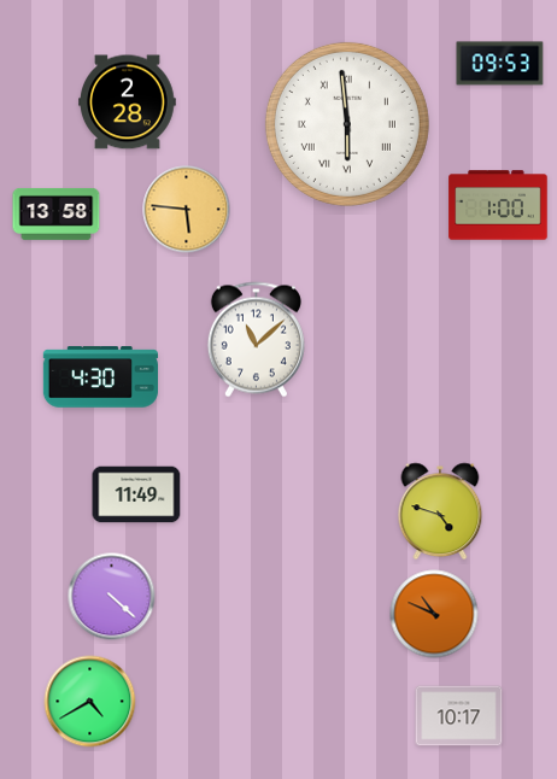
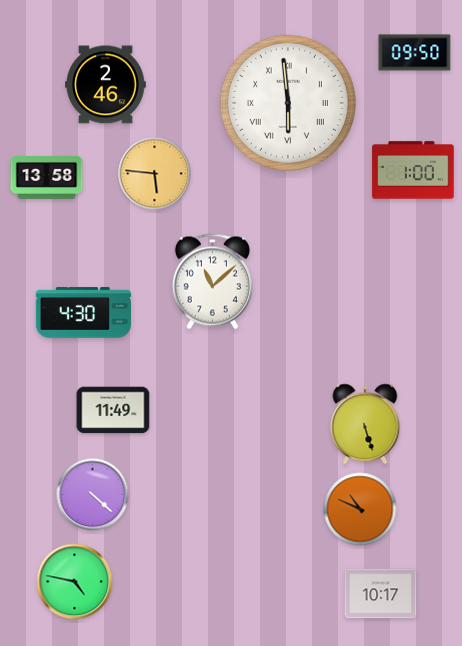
clock at (500, 64): 09:53 -> 09:50
clock at (128, 102): 2:28 -> 2:46
clock at (440, 511): 4:48 -> 5:27
clock at (90, 702): 4:40 -> 4:47
